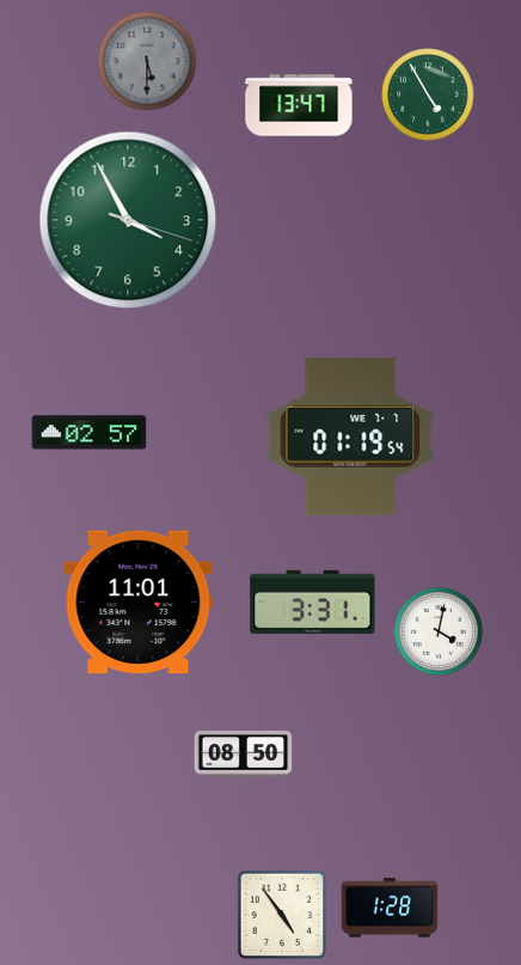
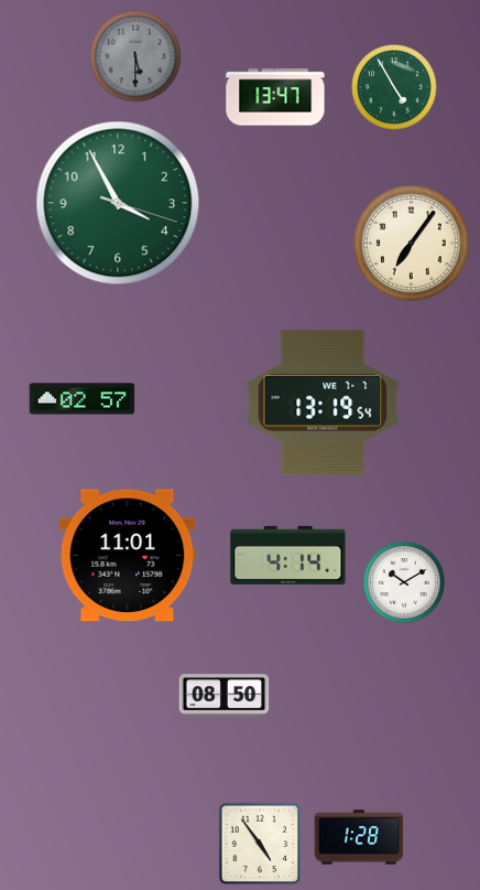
clock at (411, 244): none -> 7:06
clock at (350, 436): 01:19 -> 13:19
clock at (313, 601): 3:31 -> 4:14
clock at (439, 631): 4:02 -> 10:10
